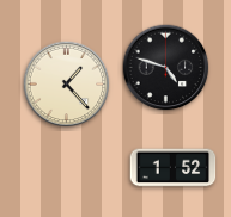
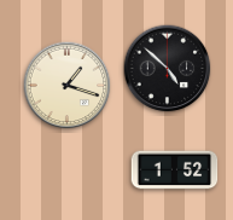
clock at (166, 68): 4:48 -> 4:52
clock at (67, 85): 1:23 -> 1:18
